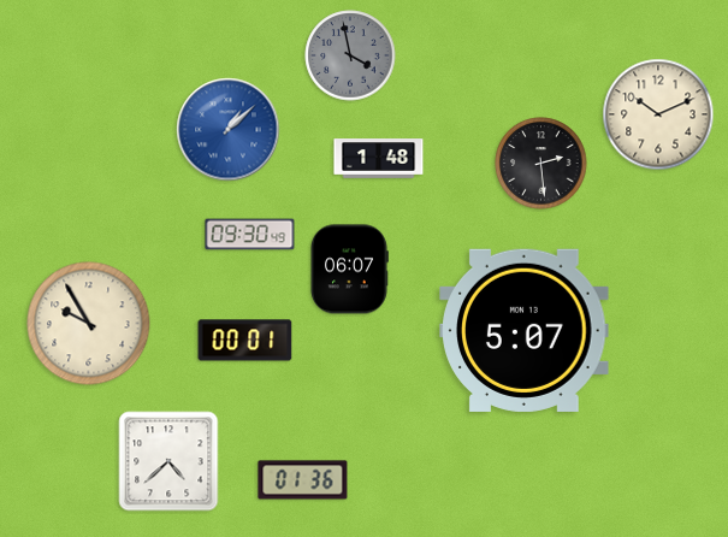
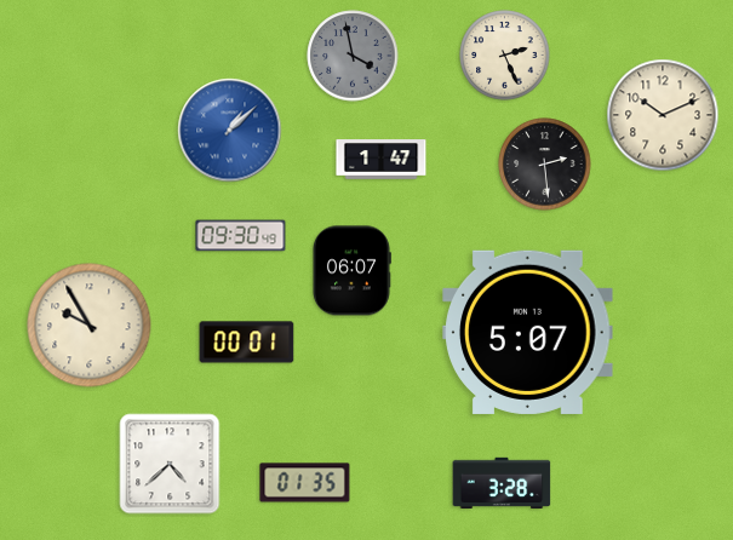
clock at (505, 56): none -> 2:26
clock at (379, 159): 1:48 -> 1:47
clock at (250, 235) position: (250, 235) -> (241, 236)
clock at (502, 482): none -> 3:28
clock at (303, 480): 01:36 -> 01:35
